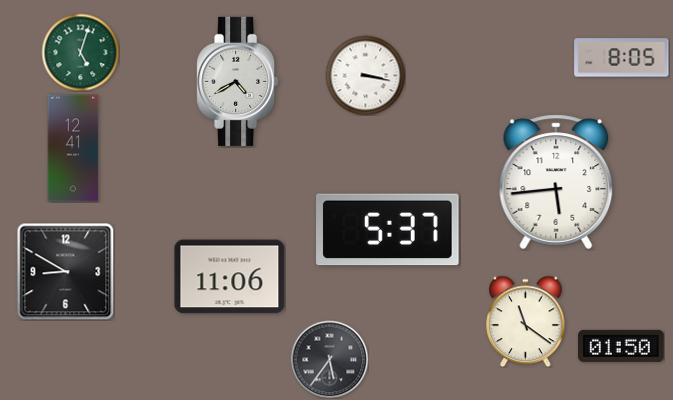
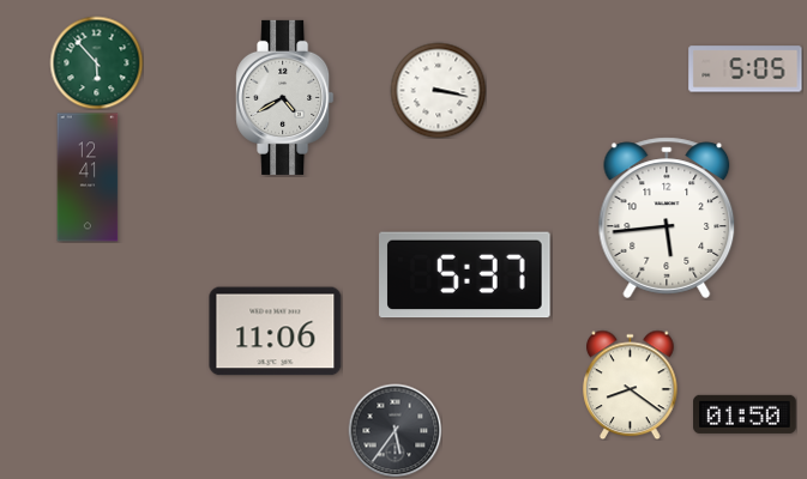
clock at (80, 52): 5:03 -> 5:53
clock at (622, 58): 8:05 -> 5:05
clock at (65, 271): 8:50 -> none
clock at (526, 321): 11:21 -> 8:21
